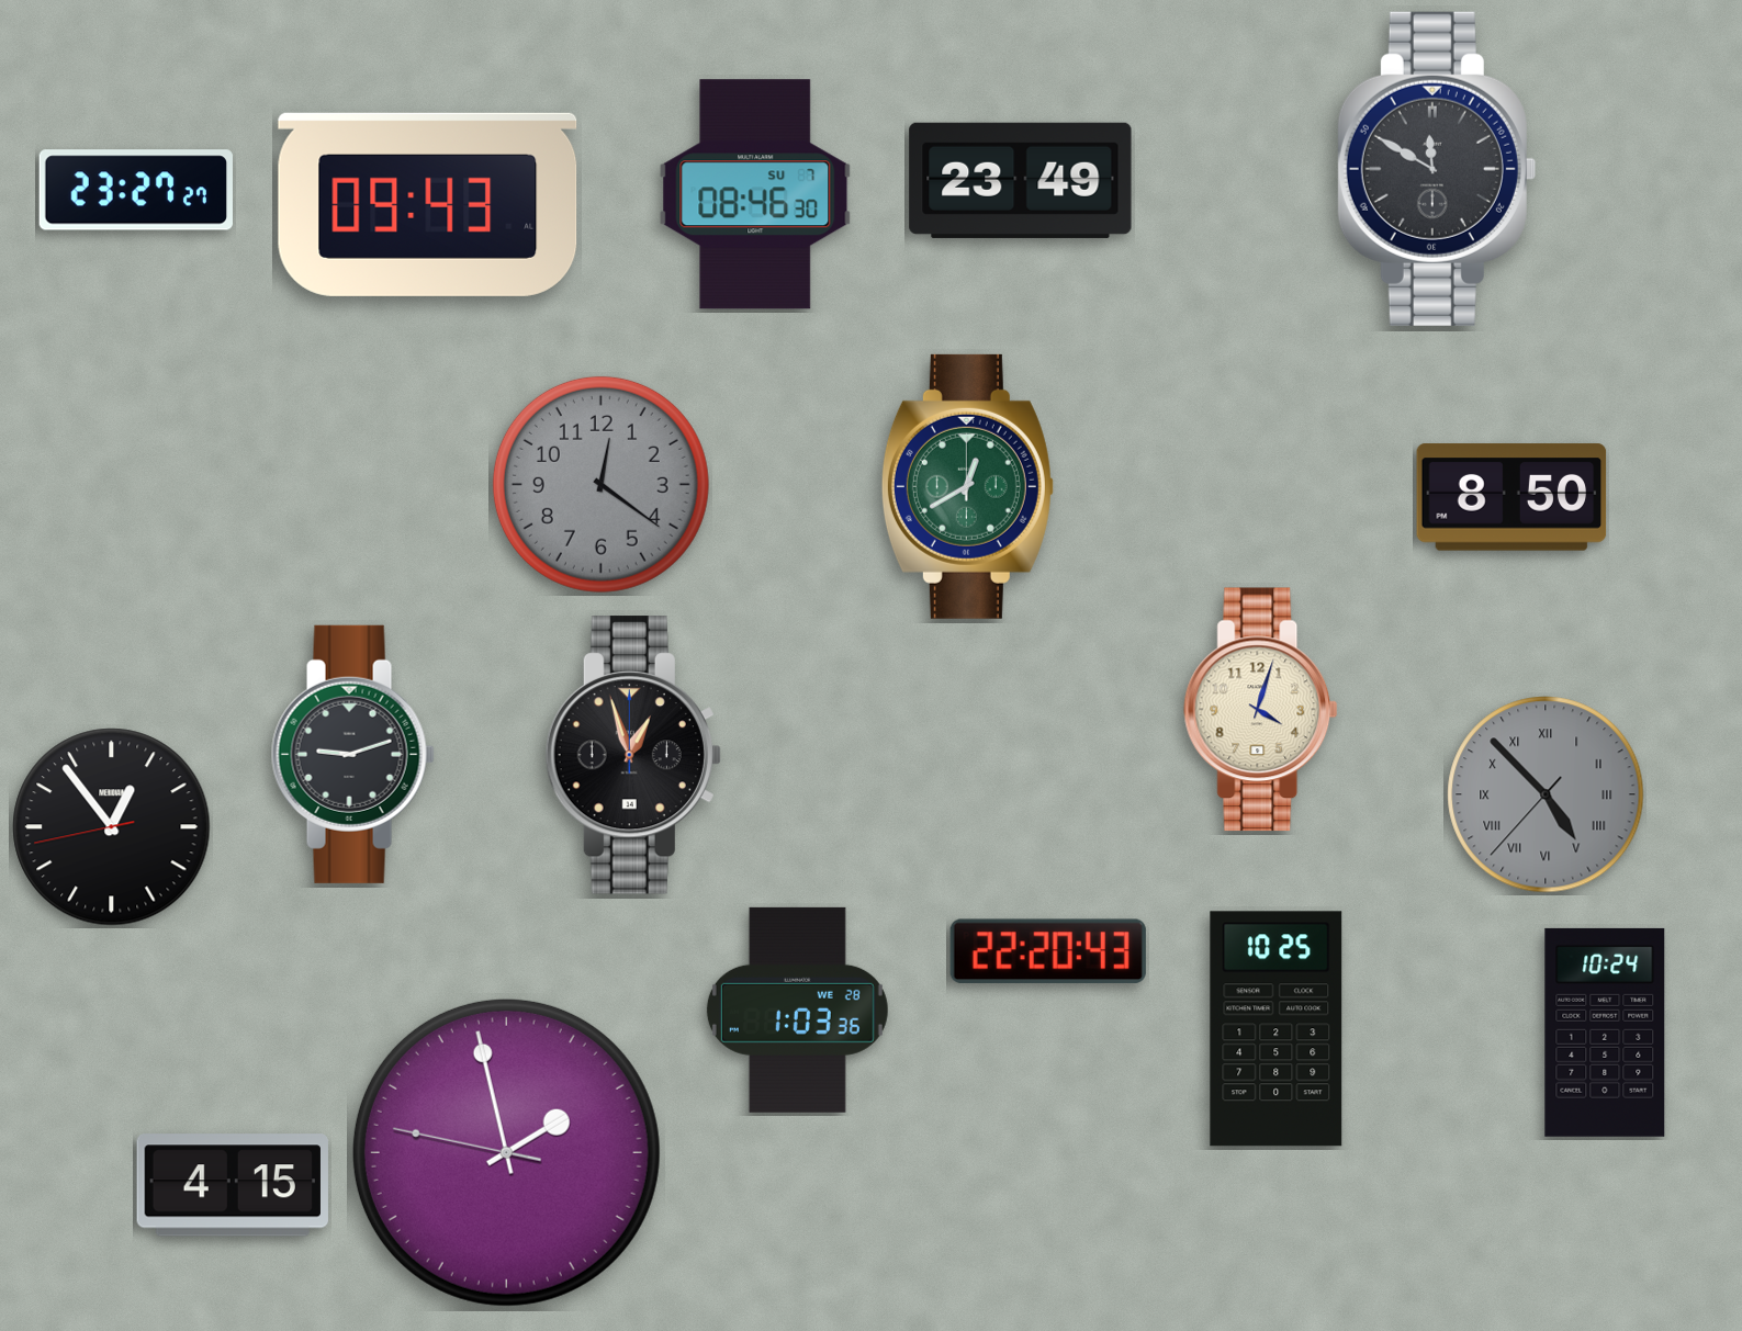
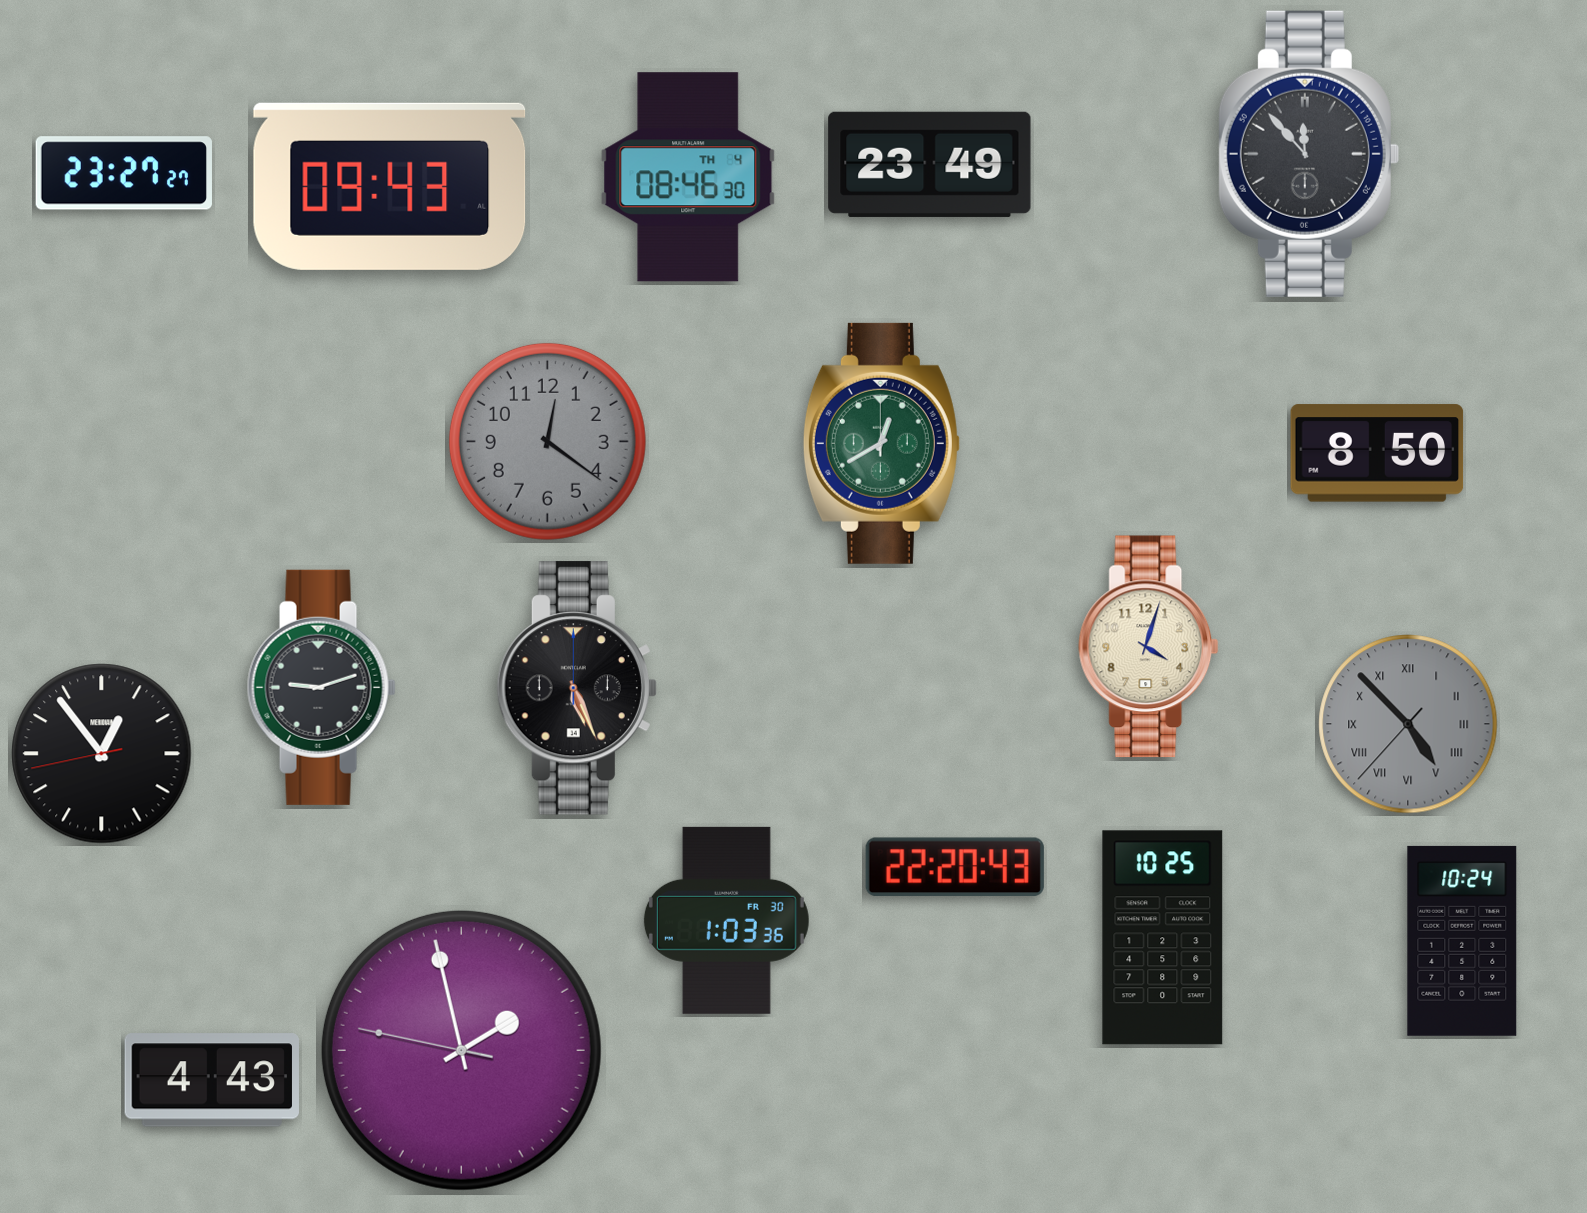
clock at (1436, 169): 11:50 -> 11:53
clock at (755, 194) date: SU 7 -> TH 4
clock at (633, 755): 12:57 -> 5:26
clock at (797, 1009) date: WE 28 -> FR 30
clock at (232, 1185): 4:15 -> 4:43
